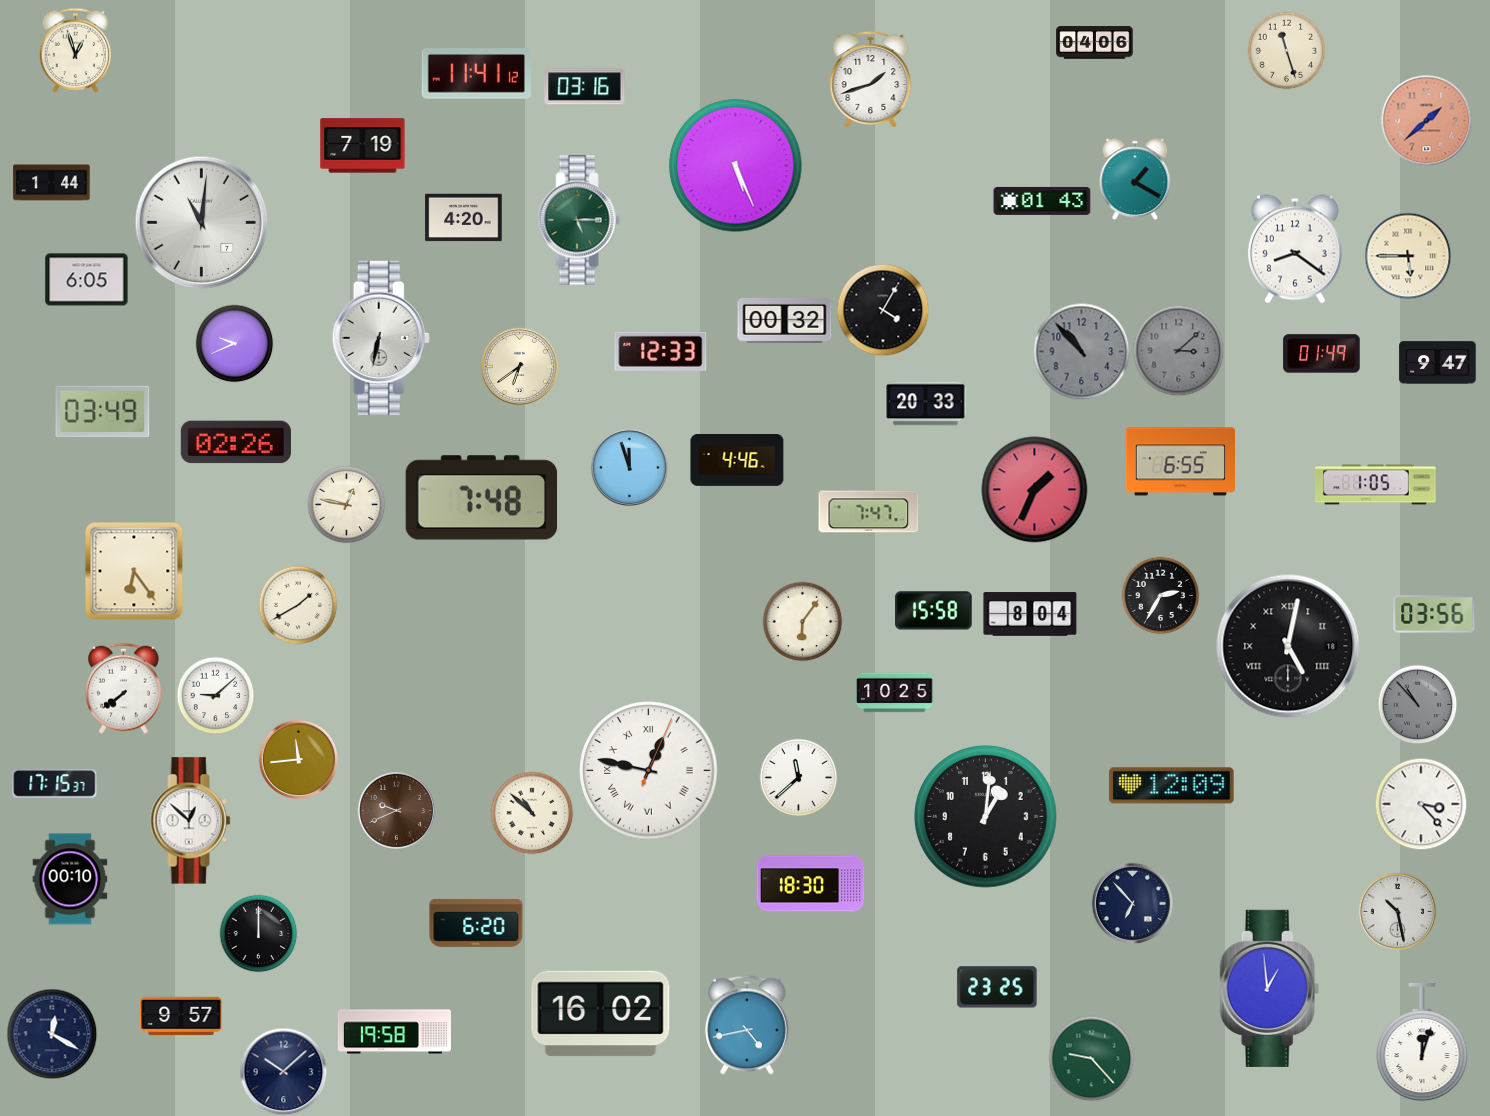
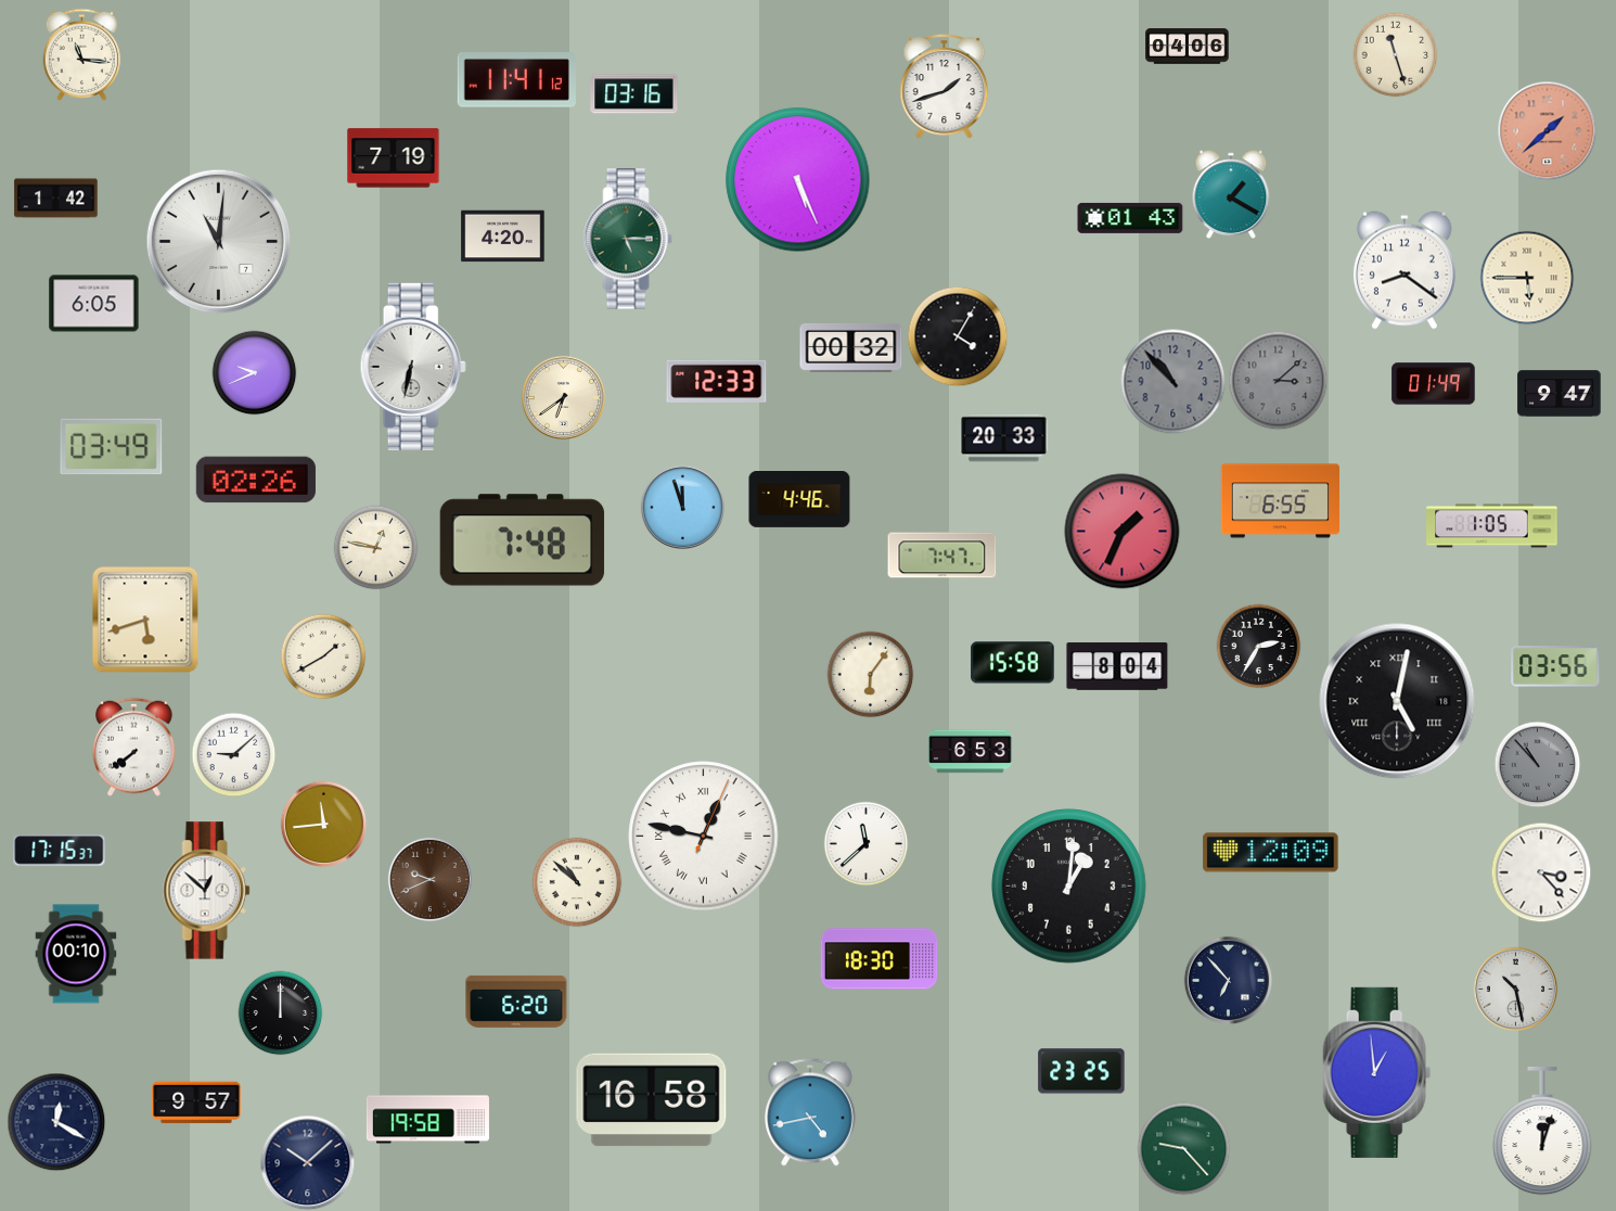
clock at (76, 50): 12:57 -> 11:16
clock at (52, 183): 1:44 -> 1:42
clock at (134, 571): 6:24 -> 5:42
clock at (895, 693): 10:25 -> 6:53
clock at (601, 1014): 16:02 -> 16:58
